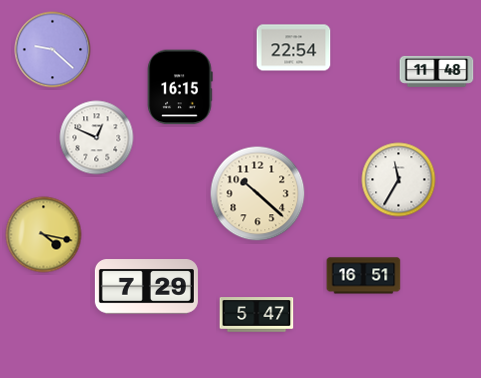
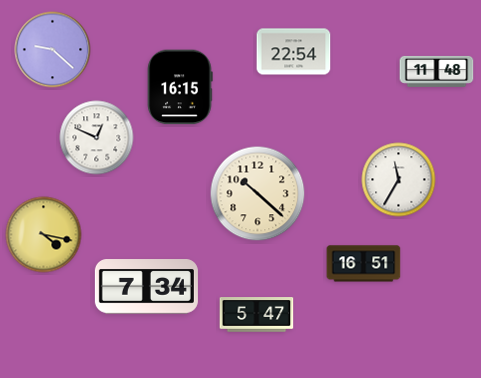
clock at (294, 48) position: (294, 48) -> (294, 52)
clock at (364, 276) position: (364, 276) -> (364, 264)
clock at (146, 287): 7:29 -> 7:34
